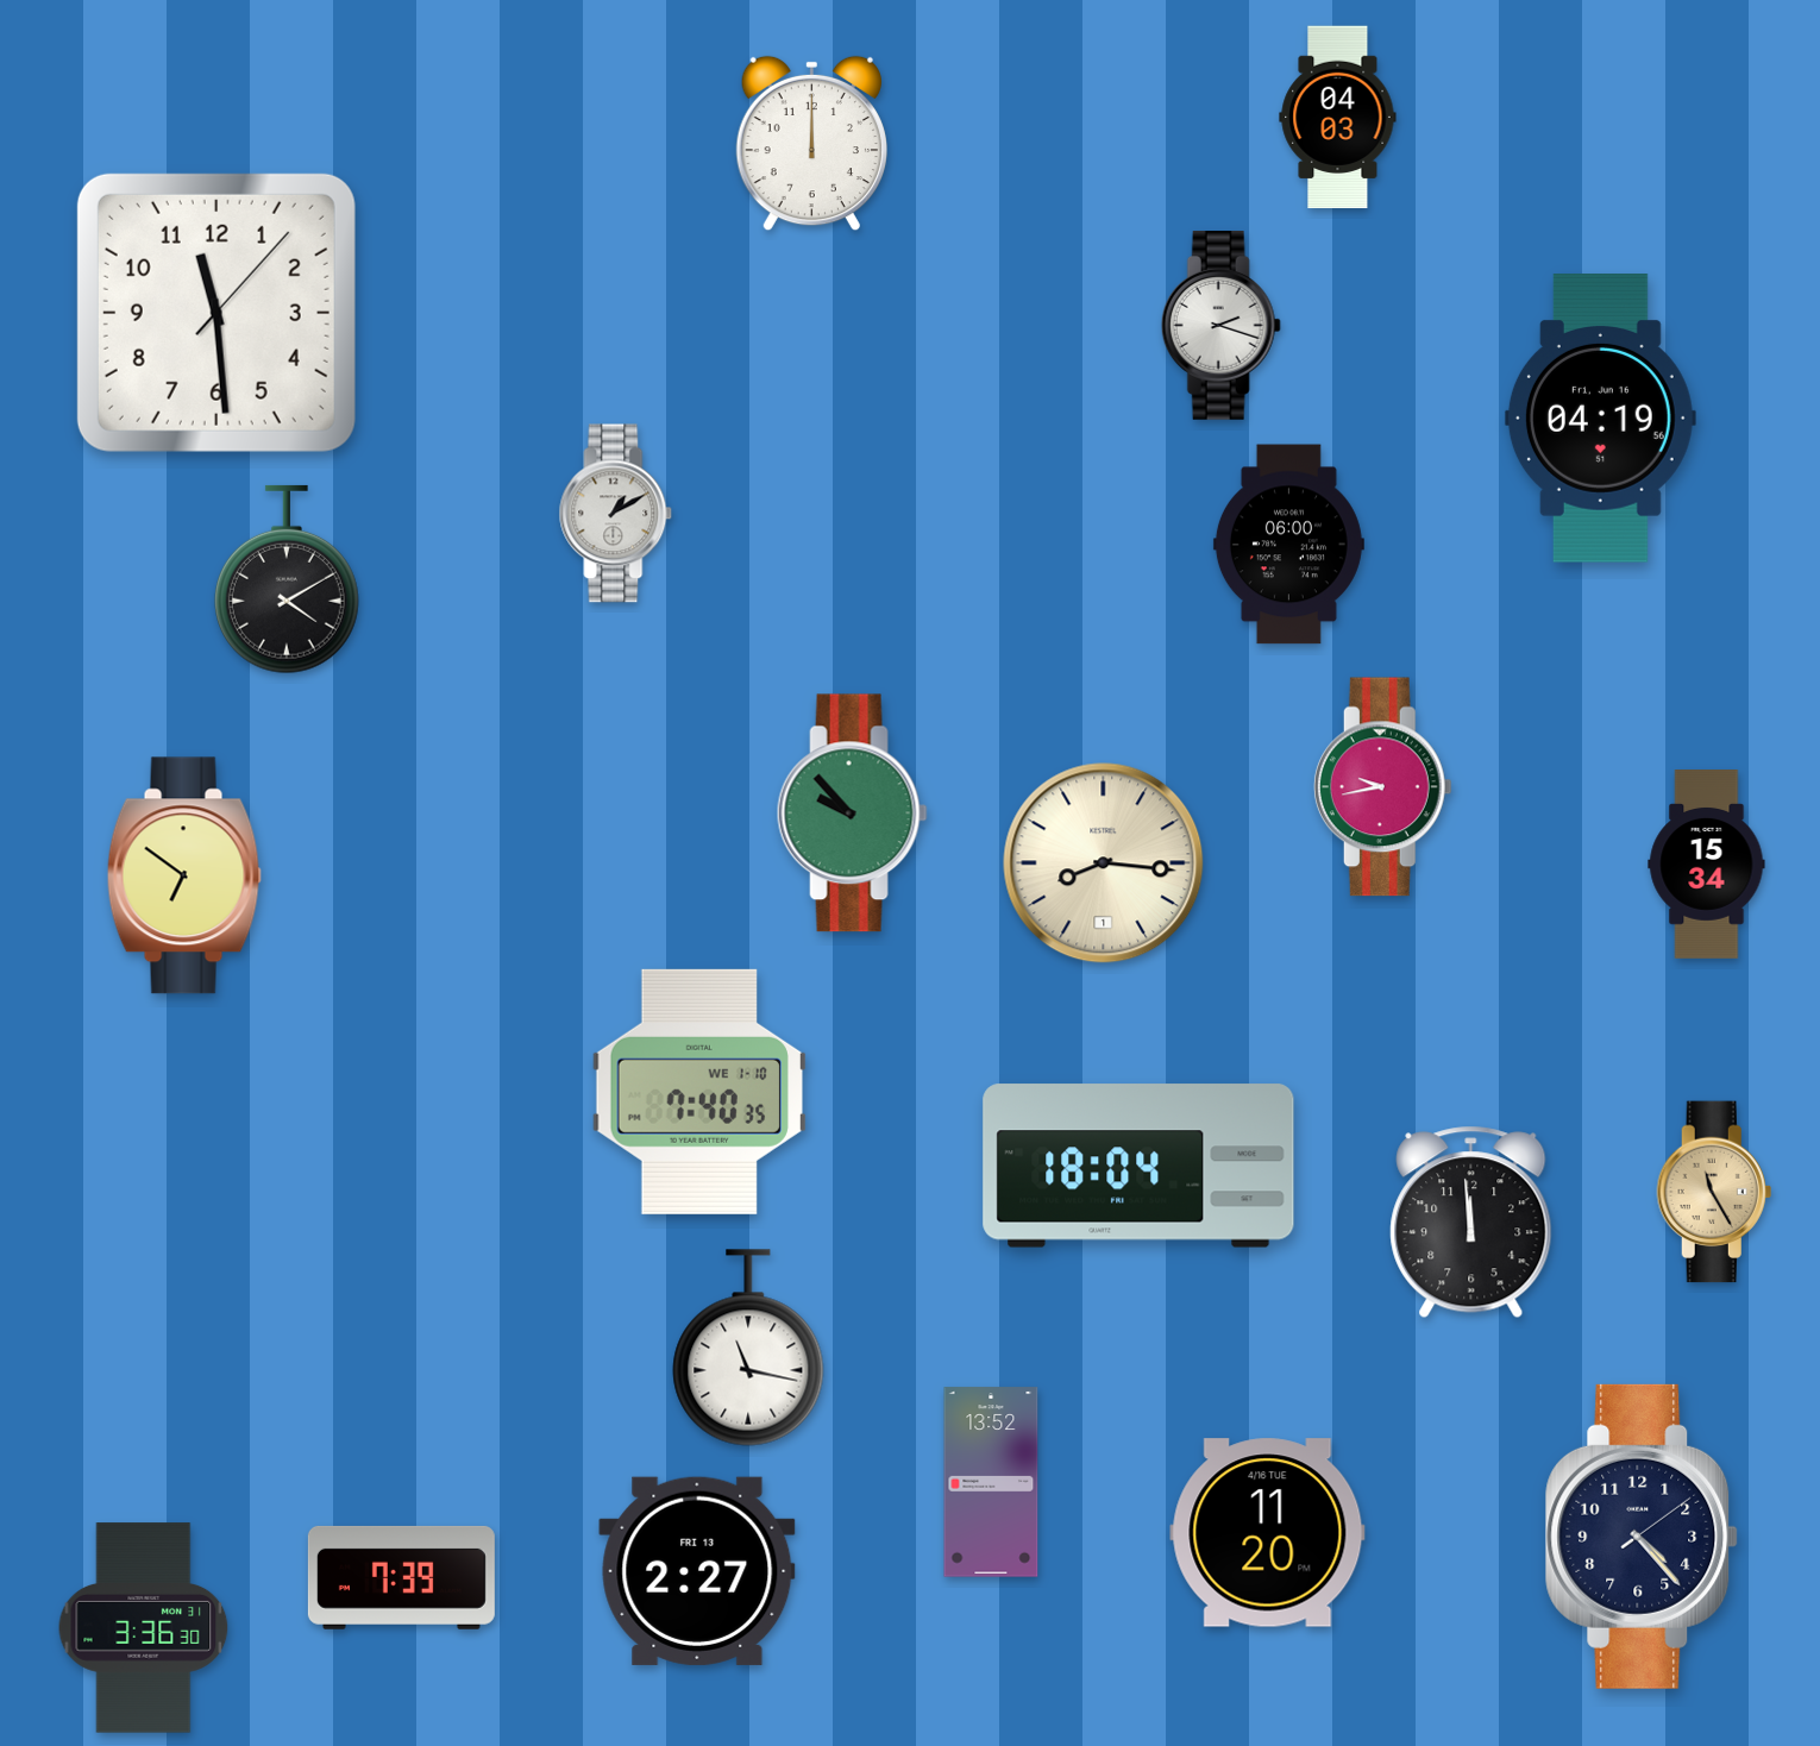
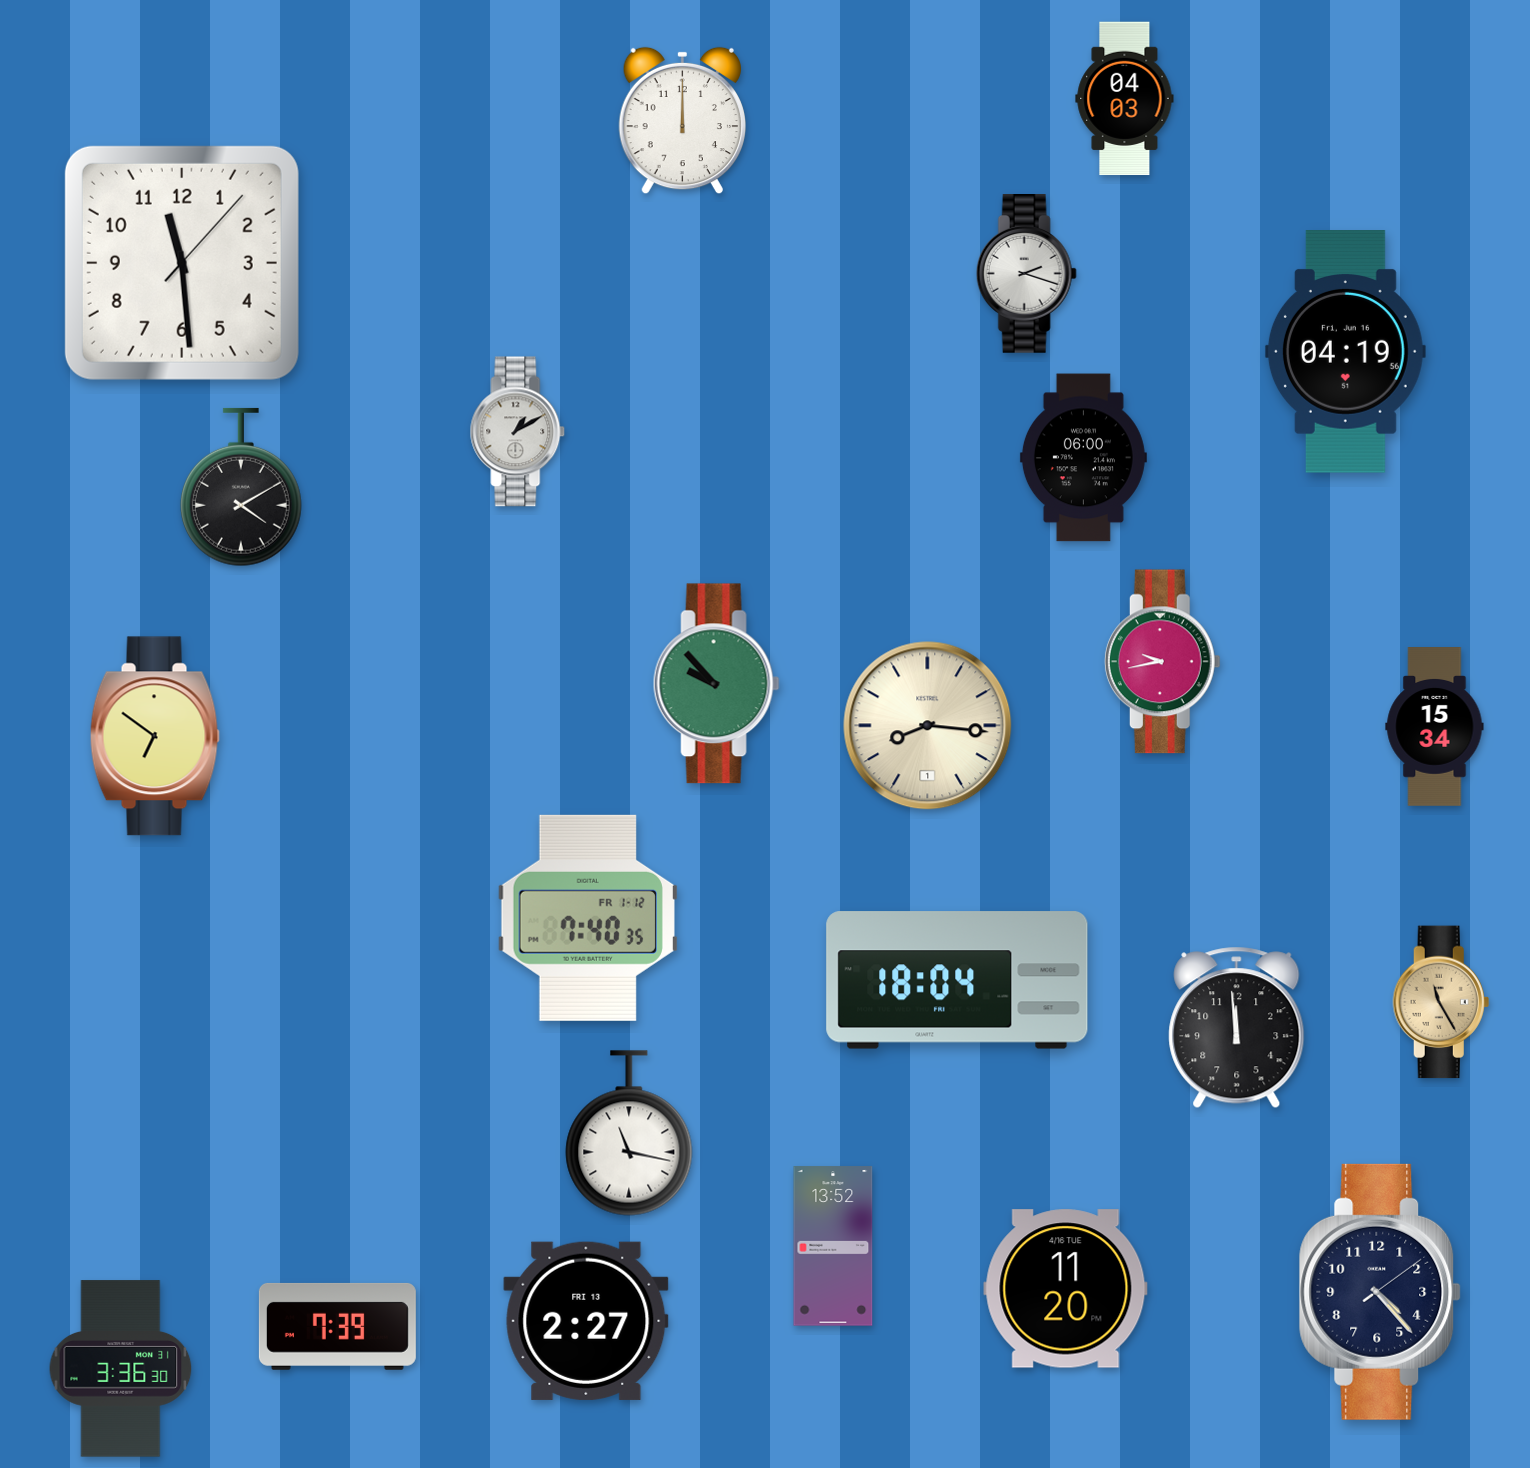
clock at (698, 1092) date: WE 1-10 -> FR 1-12
